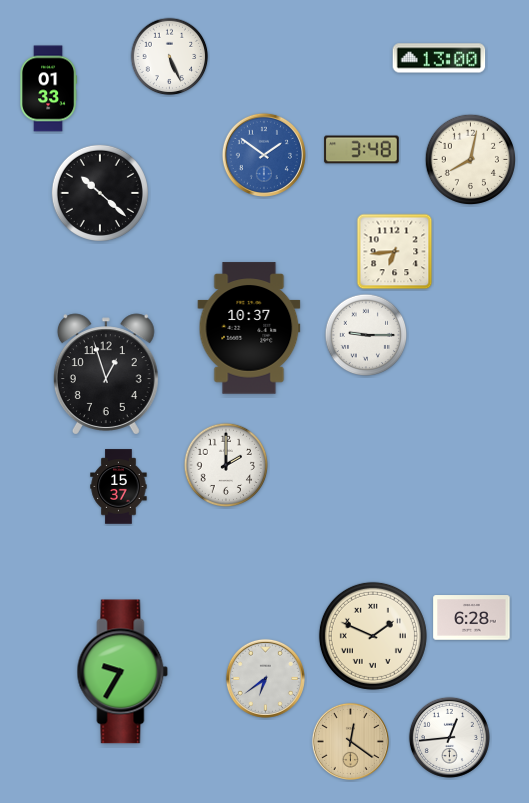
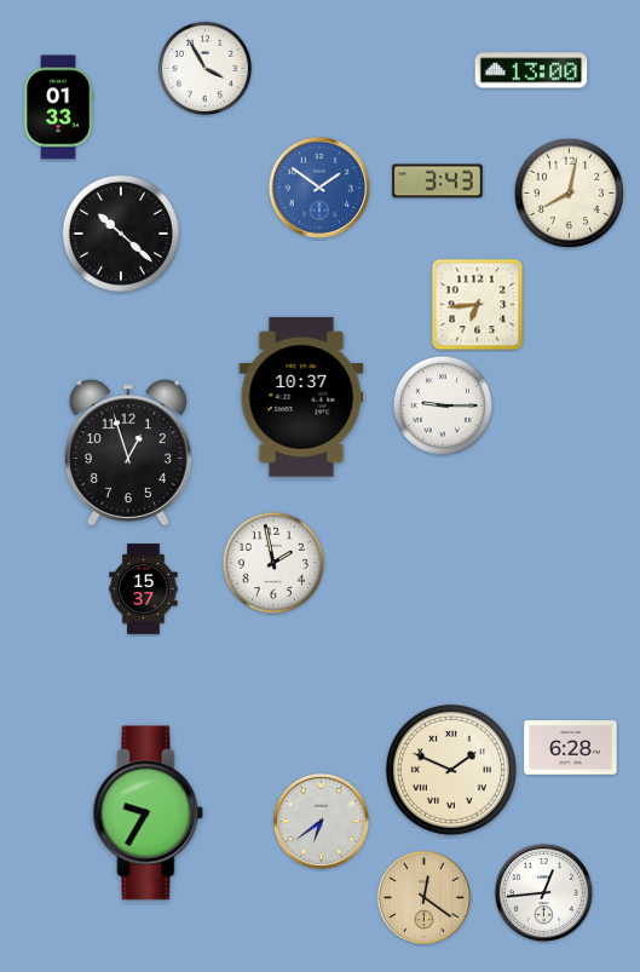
clock at (170, 57): 5:26 -> 3:55
clock at (362, 150): 3:48 -> 3:43
clock at (226, 465): 2:00 -> 1:58
